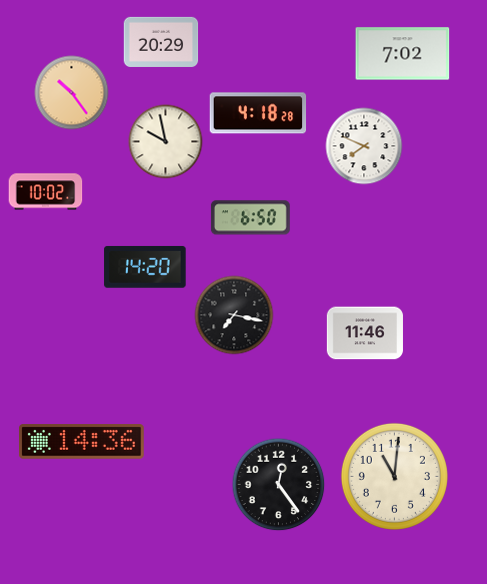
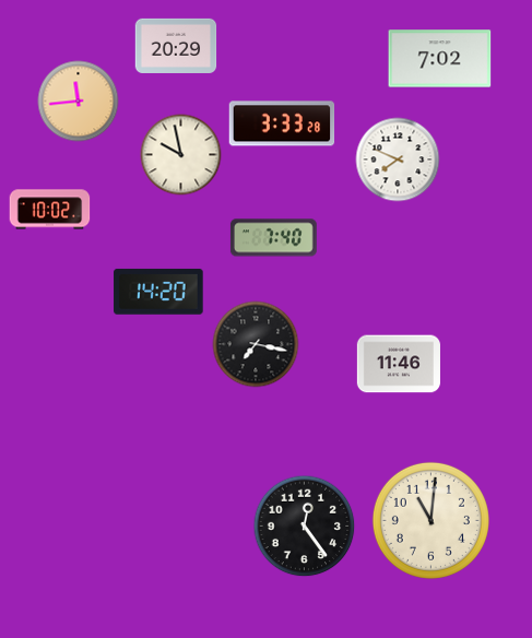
clock at (72, 93): 10:24 -> 11:44
clock at (258, 113): 4:18 -> 3:33
clock at (250, 218): 6:50 -> 7:40
clock at (82, 442): 14:36 -> none
clock at (279, 485) position: (279, 485) -> (305, 527)
